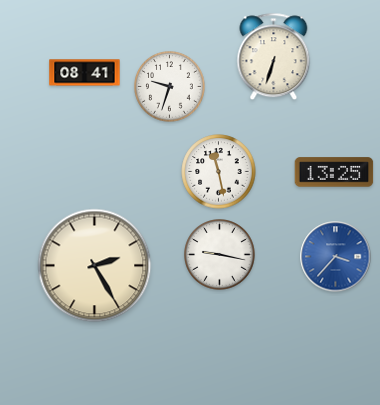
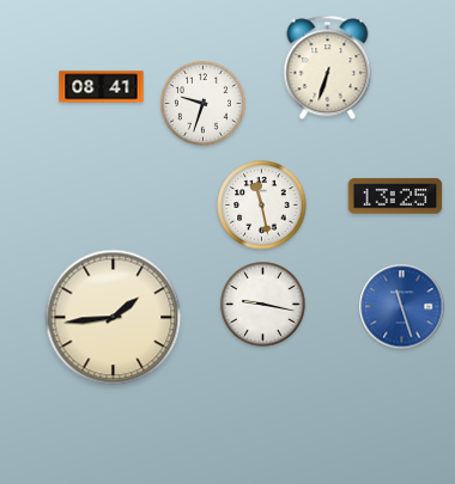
clock at (334, 172) position: (334, 172) -> (395, 196)
clock at (336, 257): 3:37 -> 11:27
clock at (95, 266): 2:25 -> 1:44
